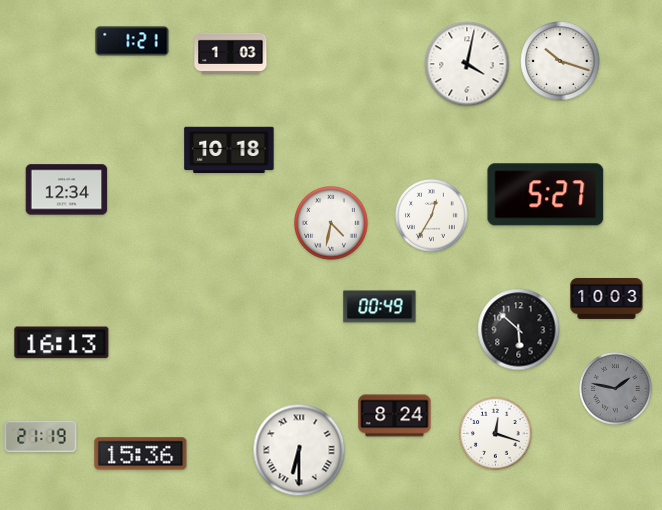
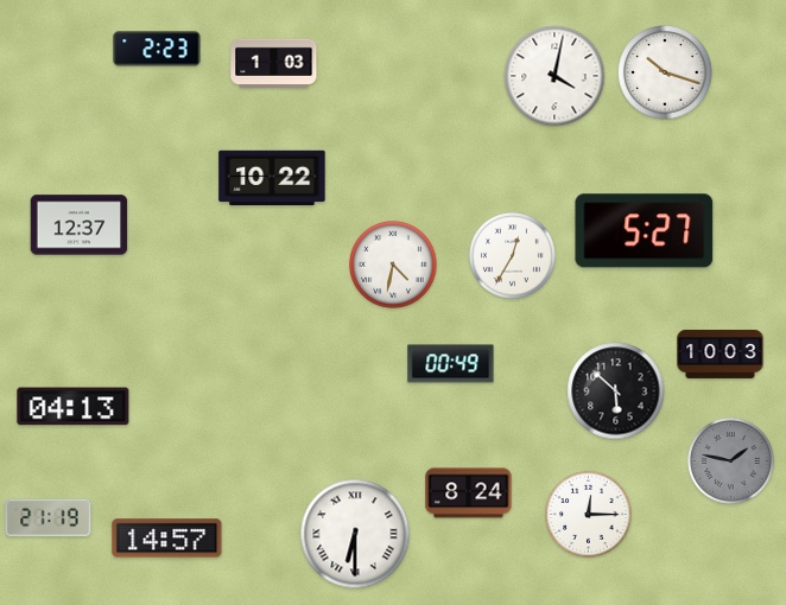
clock at (132, 41): 1:21 -> 2:23
clock at (229, 150): 10:18 -> 10:22
clock at (67, 190): 12:34 -> 12:37
clock at (546, 195) position: (546, 195) -> (645, 231)
clock at (62, 343): 16:13 -> 04:13
clock at (496, 434): 12:18 -> 12:15
clock at (141, 454): 15:36 -> 14:57
